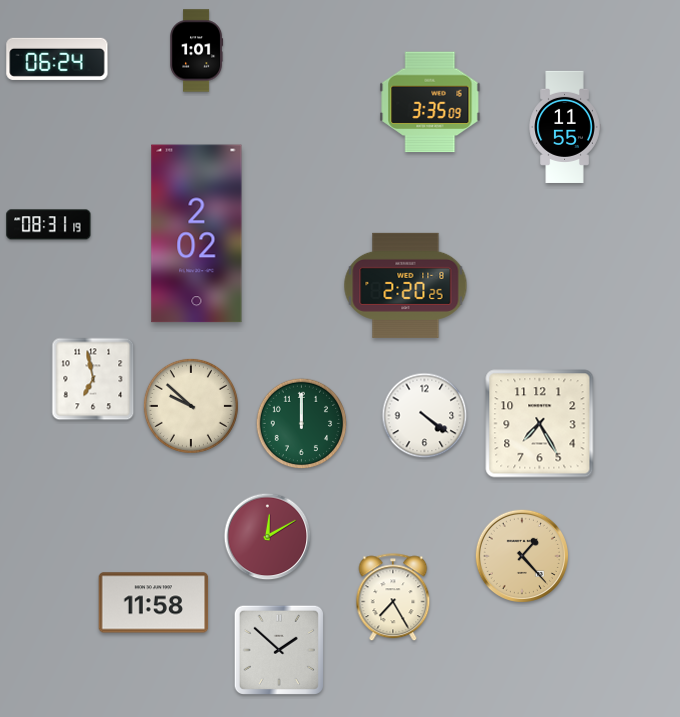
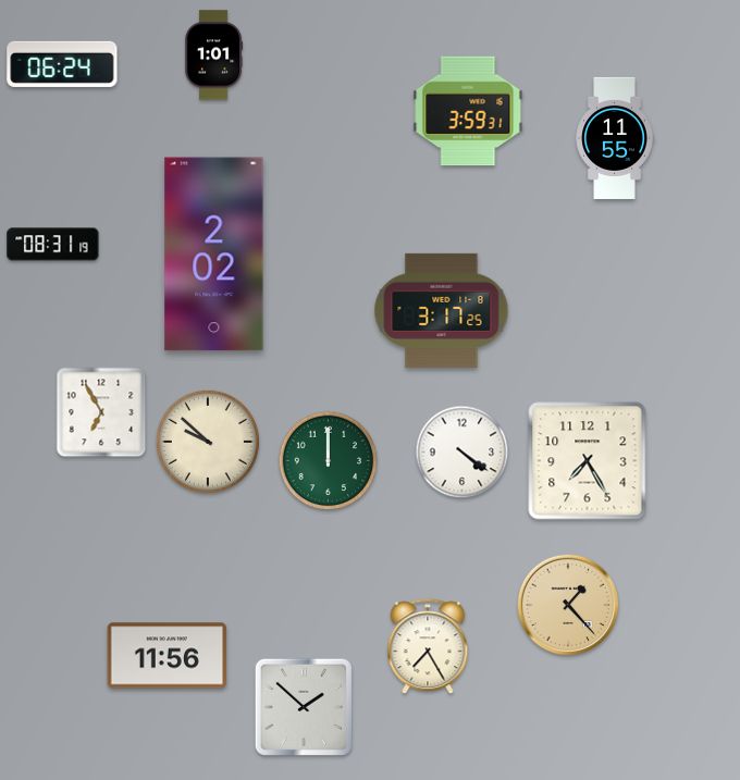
clock at (430, 102): 3:35 -> 3:59
clock at (406, 285): 2:20 -> 3:17
clock at (93, 379): 6:58 -> 6:55
clock at (268, 537): 12:10 -> none
clock at (393, 598) position: (393, 598) -> (428, 647)
clock at (154, 603): 11:58 -> 11:56
